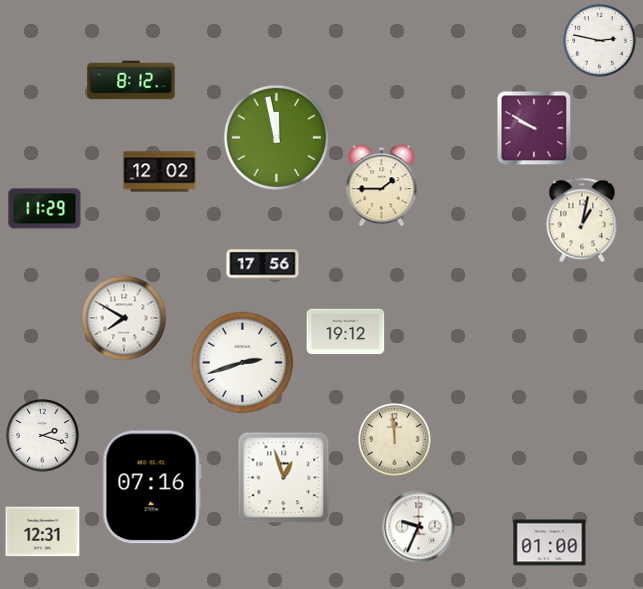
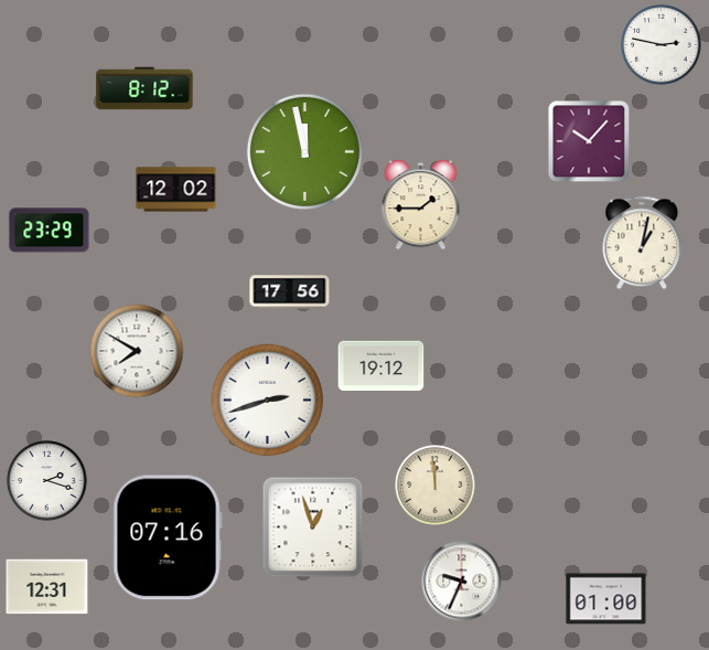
clock at (534, 128): 9:50 -> 10:07
clock at (45, 209): 11:29 -> 23:29
